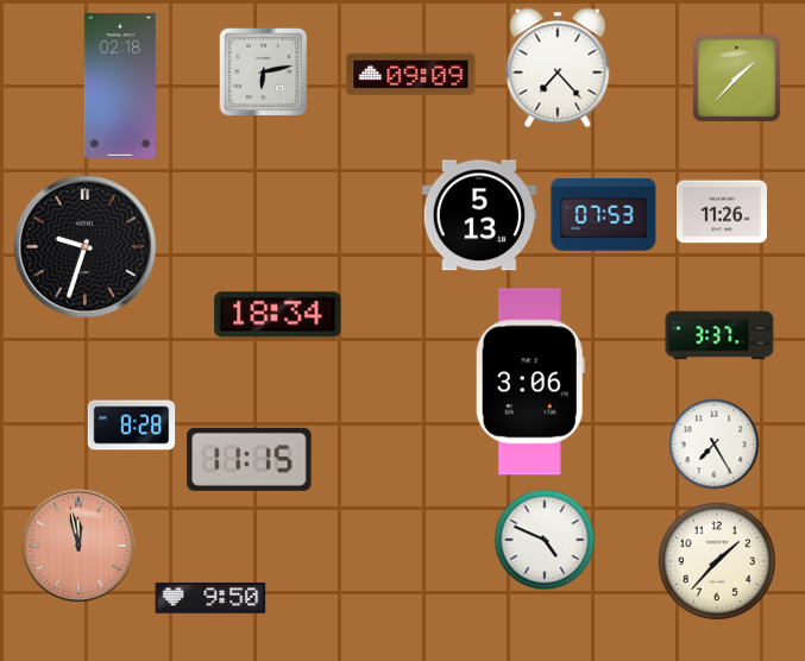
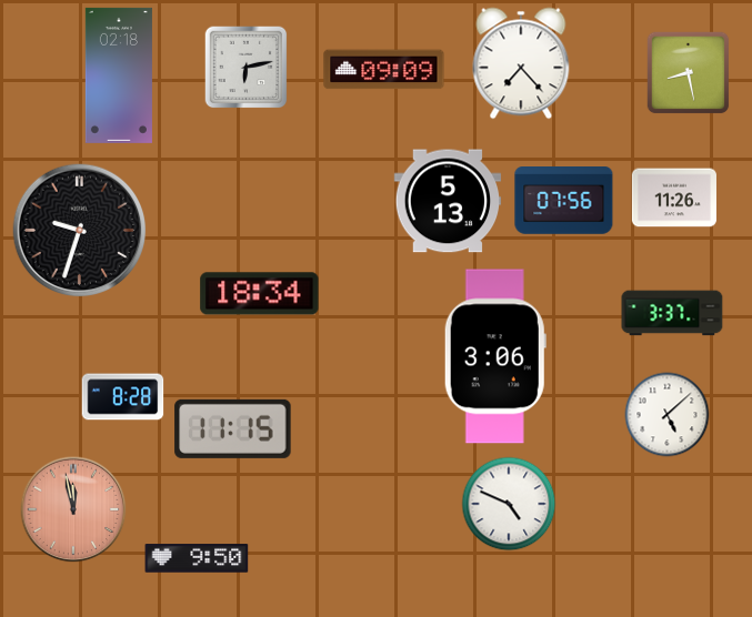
clock at (737, 78): 1:37 -> 8:28
clock at (120, 86) position: (120, 86) -> (119, 75)
clock at (604, 215): 07:53 -> 07:56
clock at (715, 445): 7:25 -> 5:08
clock at (716, 560): 1:37 -> none
